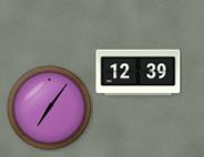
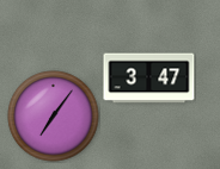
clock at (139, 73): 12:39 -> 3:47
